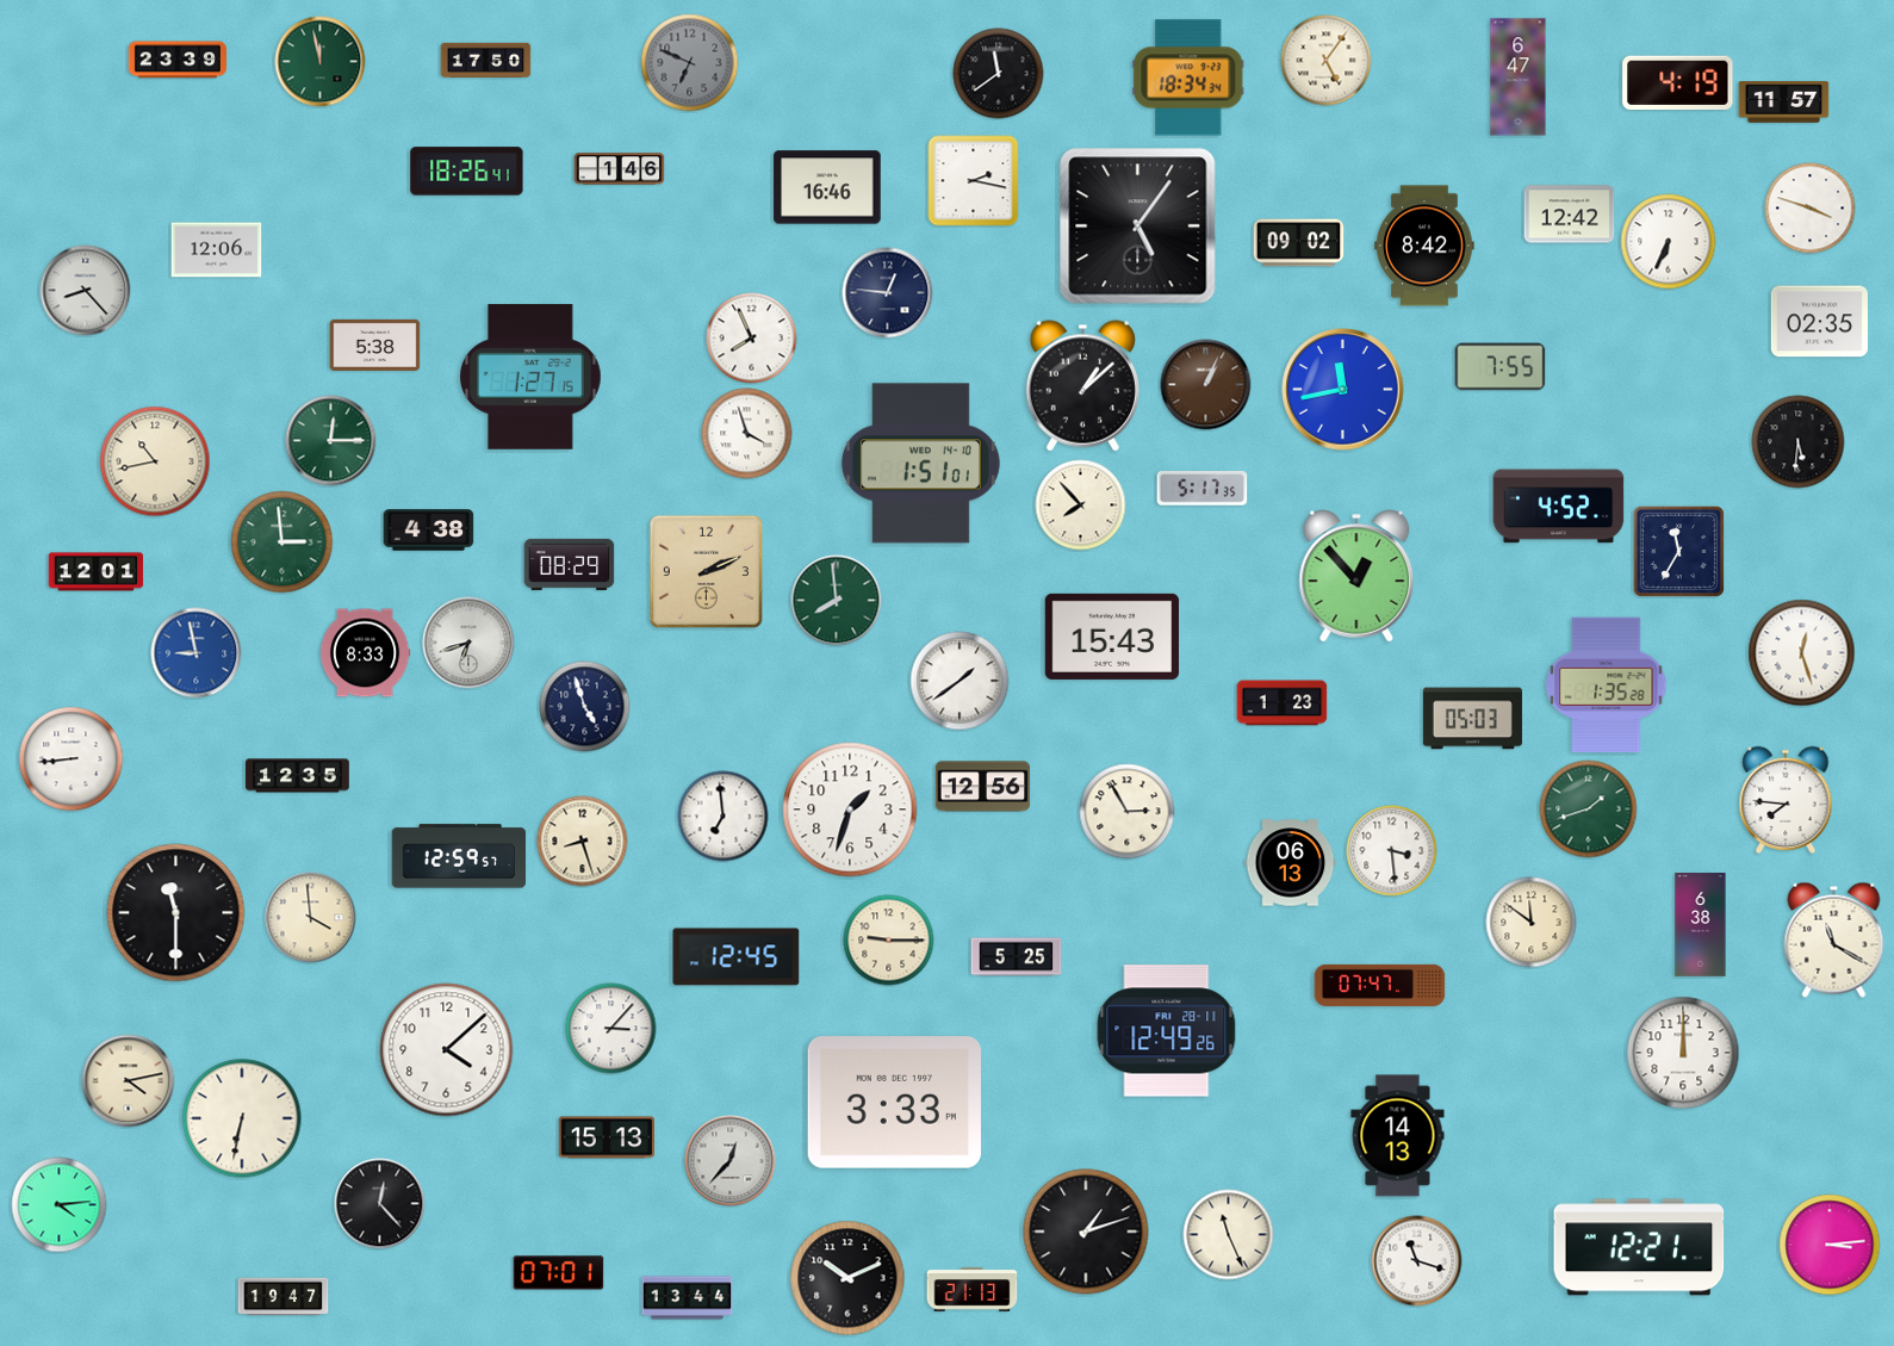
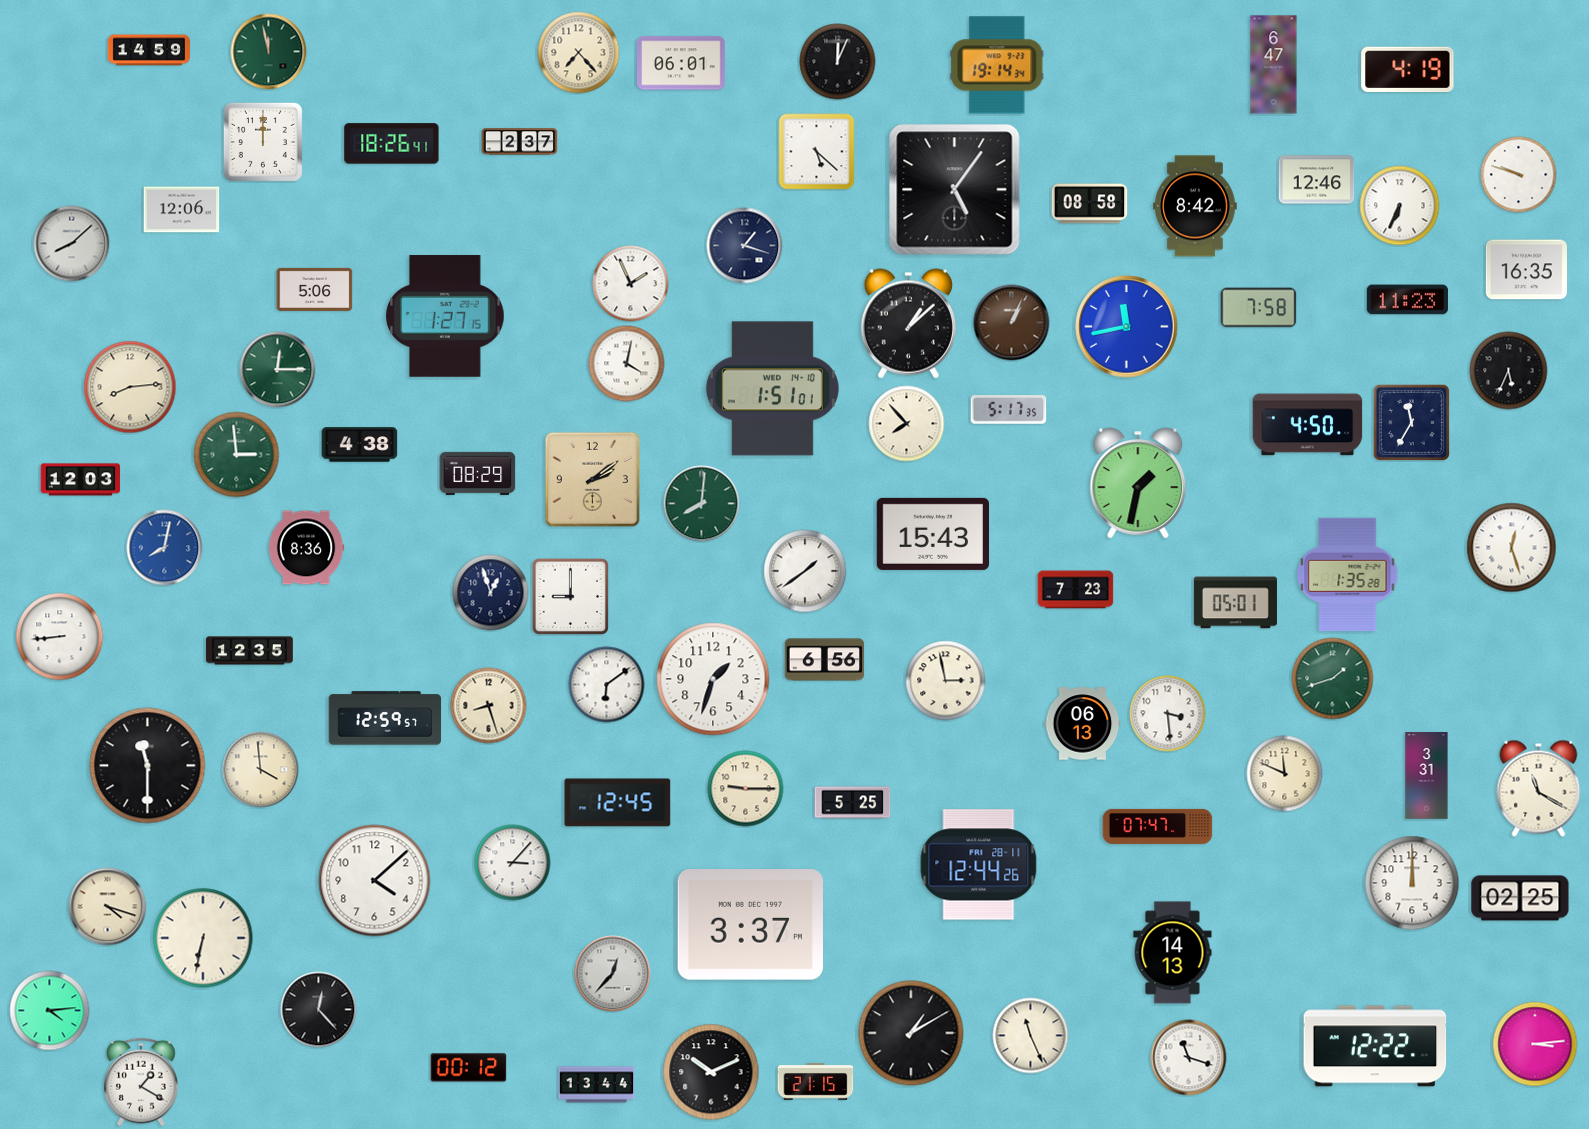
clock at (178, 60): 23:39 -> 14:59
clock at (486, 60): 17:50 -> none
clock at (1327, 61): 5:06 -> none
clock at (690, 63): 6:49 -> 7:23
clock at (690, 63) dial: grey -> cream
clock at (999, 74): 11:39 -> 12:04
clock at (681, 63): none -> 06:01
clock at (1188, 77): 18:34 -> 19:14
clock at (1784, 103): 11:57 -> none
clock at (263, 142): none -> 12:00
clock at (620, 169): 1:46 -> 2:37
clock at (974, 181): 2:17 -> 5:22
clock at (827, 187): 16:46 -> none
clock at (1811, 209): 3:48 -> 9:48
clock at (1570, 215): 12:42 -> 12:46
clock at (1669, 242) position: (1669, 242) -> (1400, 206)
clock at (1299, 243): 09:02 -> 08:58
clock at (86, 291): 8:23 -> 8:08
clock at (888, 293): 12:46 -> 1:18
clock at (1819, 322): 02:35 -> 16:35
clock at (752, 339): 7:56 -> 1:56
clock at (375, 345): 5:38 -> 5:06
clock at (1407, 300): none -> 11:23
clock at (1501, 367): 7:55 -> 7:58
clock at (747, 434): 3:57 -> 4:02
clock at (1799, 442): 5:31 -> 5:34
clock at (155, 461): 10:43 -> 8:14
clock at (1559, 507): 4:52 -> 4:50
clock at (1678, 551) position: (1678, 551) -> (1411, 422)
clock at (706, 571): 2:11 -> 2:09
clock at (97, 572): 12:01 -> 12:03
clock at (1356, 576): 12:53 -> 1:32
clock at (837, 601): 7:59 -> 8:01
clock at (468, 643): 6:42 -> none
clock at (197, 653): 8:58 -> 8:02
clock at (365, 653): 8:33 -> 8:36
clock at (1283, 703): 1:23 -> 7:23
clock at (585, 707): 4:57 -> 12:57
clock at (570, 596): none -> 9:00
clock at (1472, 719): 05:03 -> 05:01
clock at (983, 787): 12:56 -> 6:56
clock at (1786, 800): 7:46 -> none
clock at (1128, 812): 2:55 -> 2:58
clock at (724, 817): 6:59 -> 6:09
clock at (1532, 923): 11:51 -> 11:49
clock at (1701, 925): 6:38 -> 3:31
clock at (1167, 1031): 12:49 -> 12:44
clock at (1520, 898): none -> 02:25
clock at (129, 1081): 4:13 -> 4:18
clock at (894, 1103): 3:33 -> 3:37
clock at (606, 1137): 15:13 -> none
clock at (1086, 1232): 1:12 -> 1:10
clock at (1639, 1247): 12:21 -> 12:22
clock at (559, 1273): 07:01 -> 00:12
clock at (141, 1082): none -> 1:20
clock at (973, 1290): 21:13 -> 21:15
clock at (284, 1297): 19:47 -> none
clock at (688, 1298) position: (688, 1298) -> (597, 1085)
